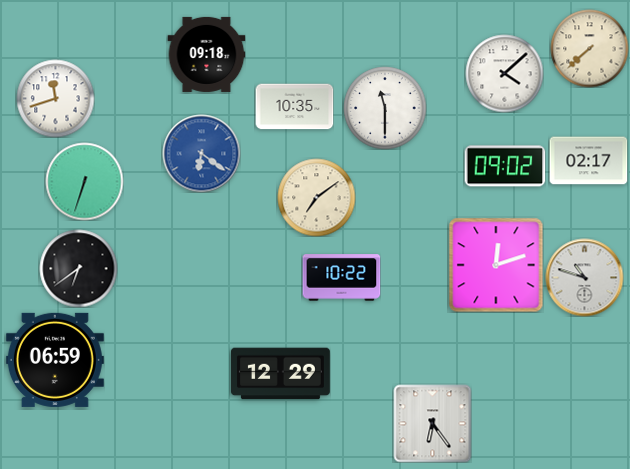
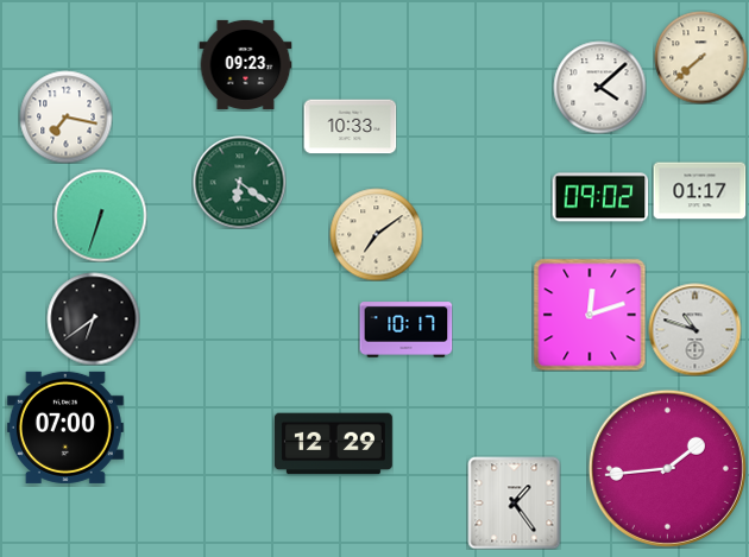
clock at (206, 54): 09:18 -> 09:23
clock at (55, 98): 11:42 -> 7:17
clock at (294, 107): 10:35 -> 10:33
clock at (385, 108): 11:30 -> none
clock at (201, 153) dial: blue -> green
clock at (588, 161): 02:17 -> 01:17
clock at (341, 278): 10:22 -> 10:17
clock at (55, 360): 06:59 -> 07:00
clock at (667, 468): none -> 1:44
clock at (432, 423): 6:24 -> 1:24
